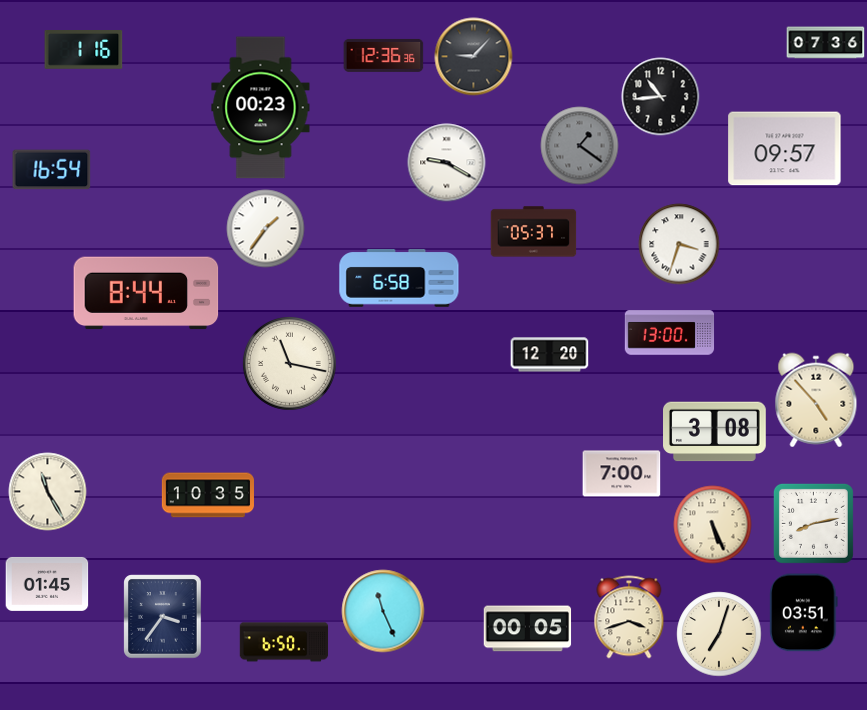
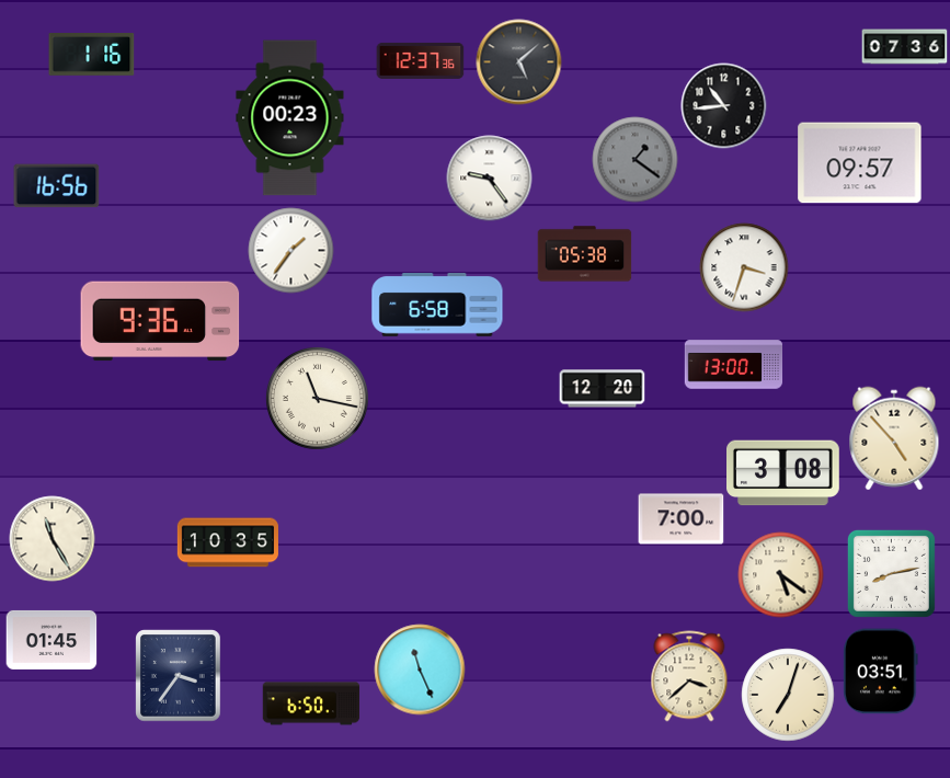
clock at (383, 55): 12:36 -> 12:37
clock at (473, 56): 9:07 -> 5:08
clock at (261, 108) position: (261, 108) -> (290, 118)
clock at (446, 162): 9:20 -> 9:24
clock at (51, 170): 16:54 -> 16:56
clock at (533, 232): 05:37 -> 05:38
clock at (146, 293): 8:44 -> 9:36
clock at (712, 524): 5:26 -> 5:21
clock at (629, 617): 3:42 -> 3:38
clock at (527, 629): 00:05 -> none
